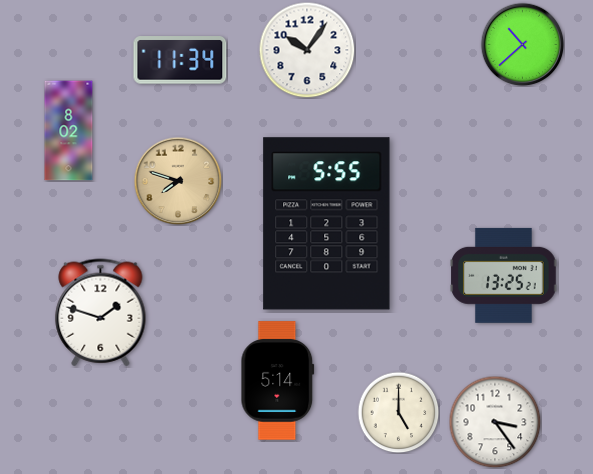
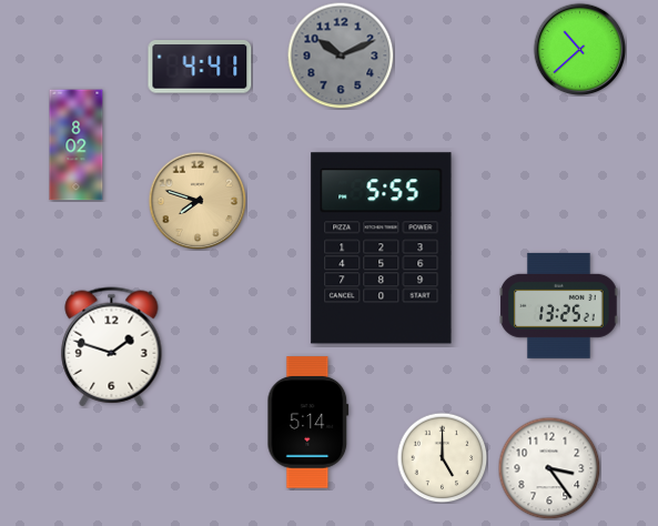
clock at (307, 50): 10:06 -> 10:11
clock at (307, 50) dial: white -> grey
clock at (180, 60): 11:34 -> 4:41
clock at (327, 224) position: (327, 224) -> (382, 249)
